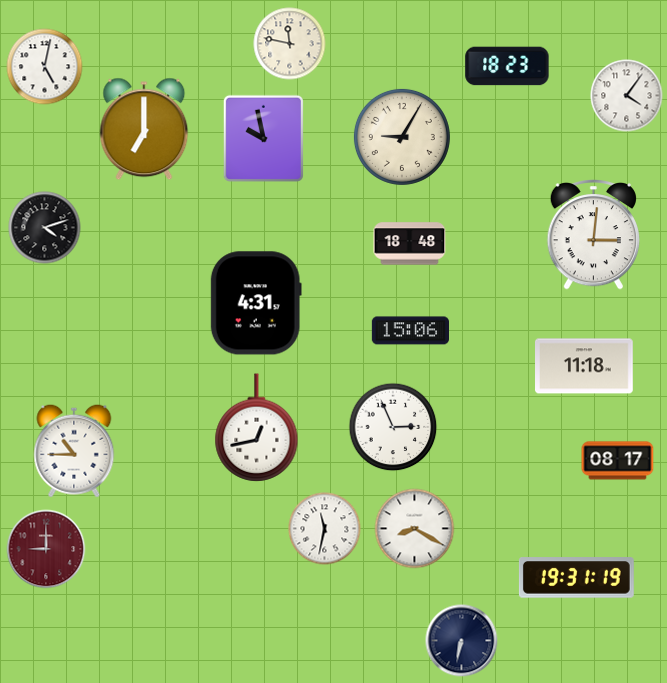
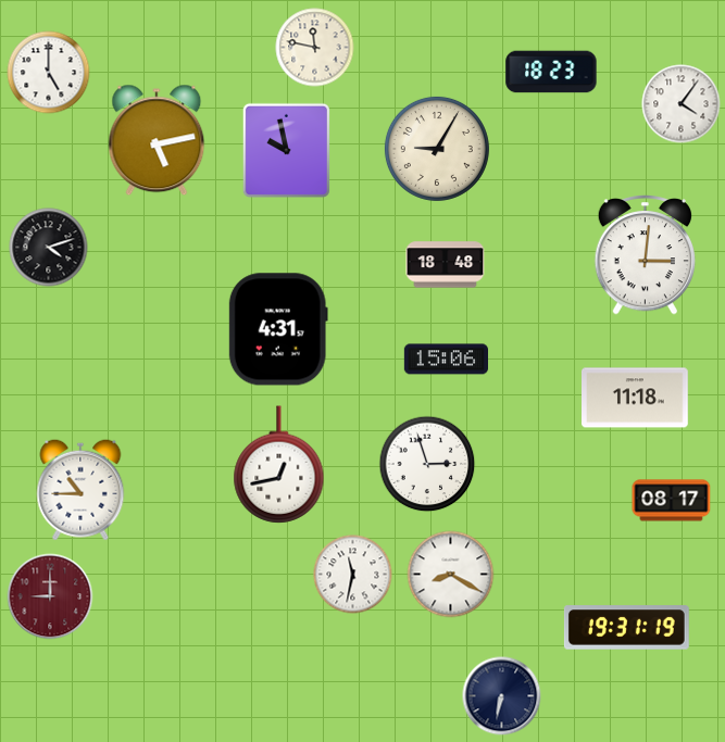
clock at (45, 67): 5:02 -> 5:00
clock at (144, 129): 7:00 -> 5:13
clock at (393, 427): 2:56 -> 2:57
